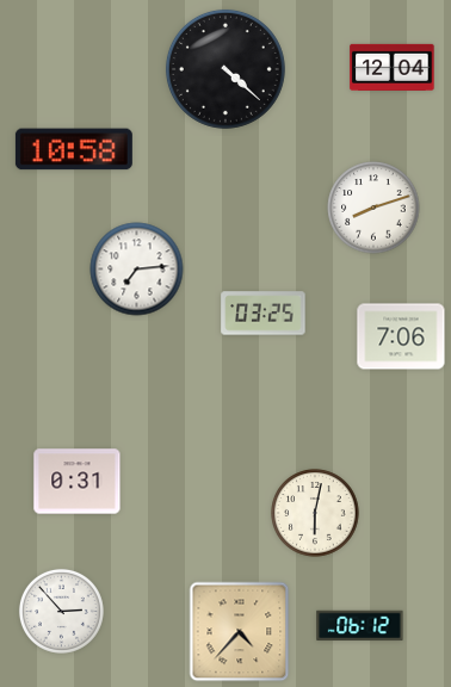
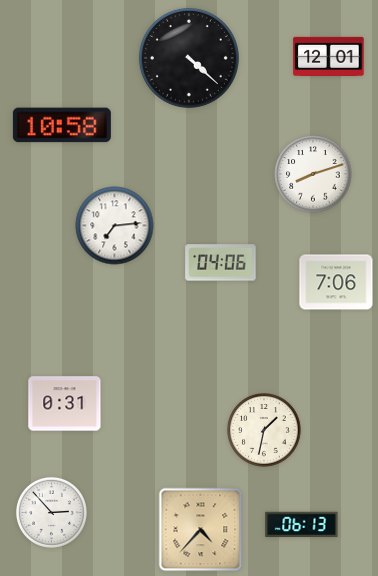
clock at (393, 67): 12:04 -> 12:01
clock at (264, 314): 03:25 -> 04:06
clock at (315, 513): 6:02 -> 1:32
clock at (360, 626): 06:12 -> 06:13
